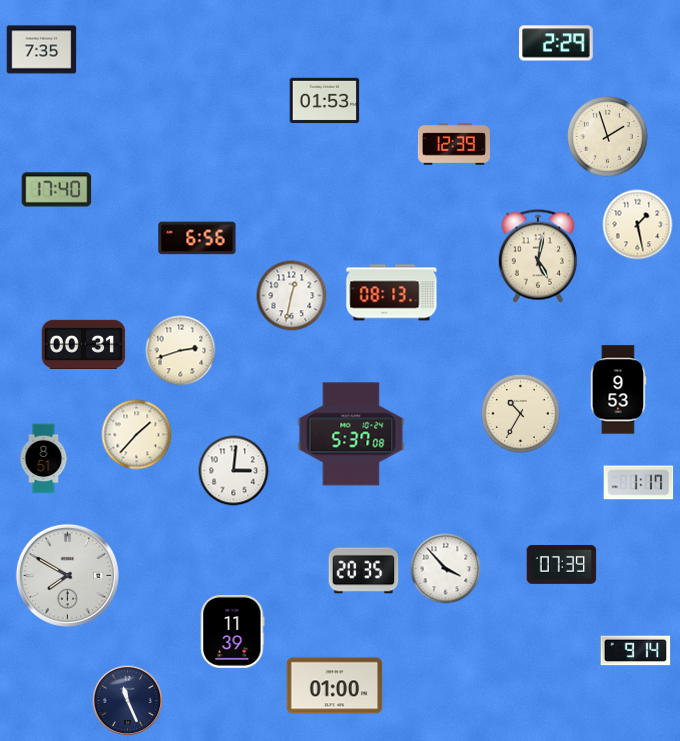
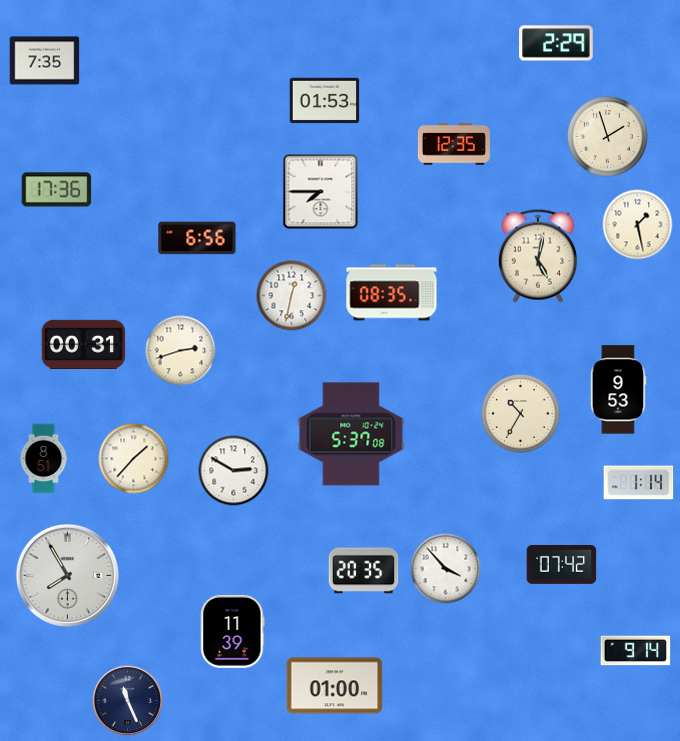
clock at (42, 50) position: (42, 50) -> (45, 61)
clock at (454, 144): 12:39 -> 12:35
clock at (57, 190): 17:40 -> 17:36
clock at (321, 192): none -> 7:45
clock at (392, 293): 08:13 -> 08:35
clock at (137, 435) position: (137, 435) -> (134, 459)
clock at (234, 471): 3:01 -> 2:50
clock at (639, 483): 1:17 -> 1:14
clock at (562, 564): 07:39 -> 07:42
clock at (67, 575): 7:50 -> 7:55
